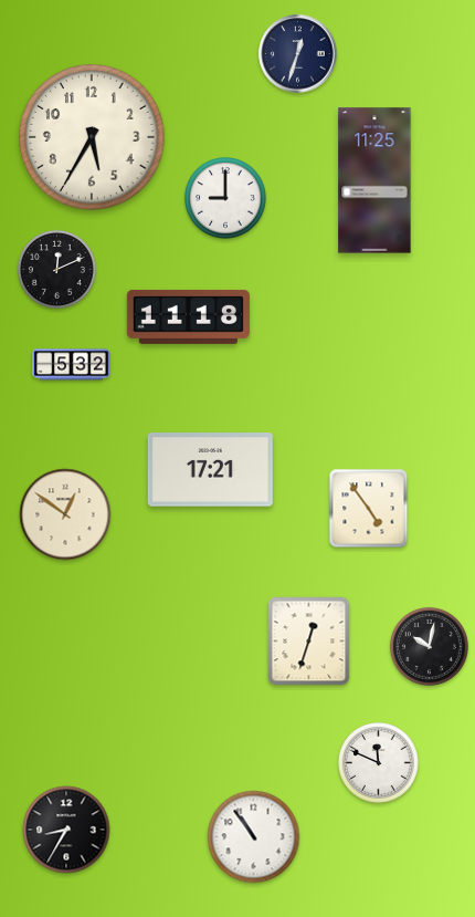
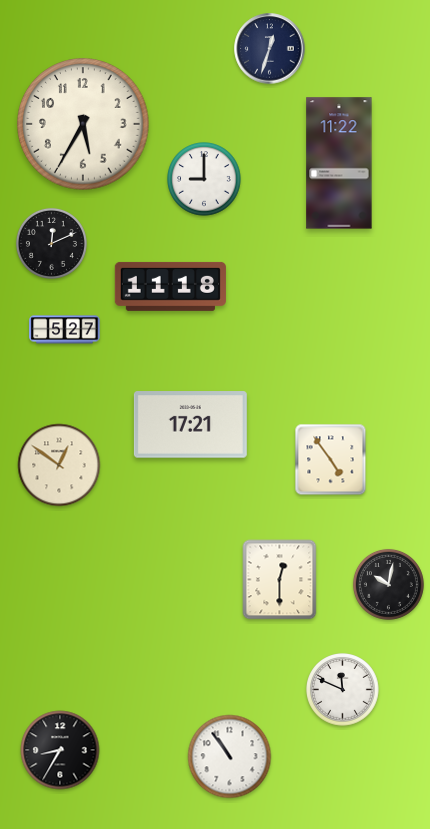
clock at (374, 180): 11:25 -> 11:22
clock at (72, 365): 5:32 -> 5:27
clock at (369, 509) position: (369, 509) -> (331, 460)
clock at (309, 642): 12:33 -> 12:30
